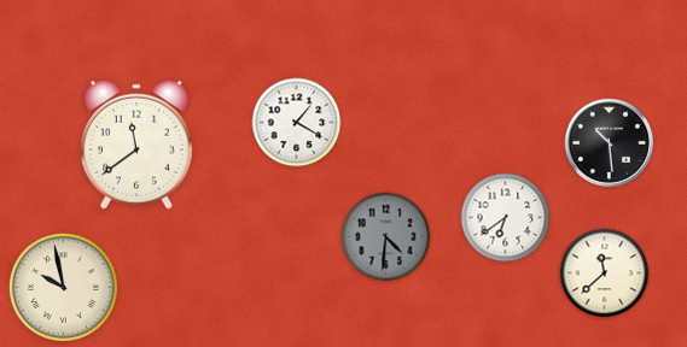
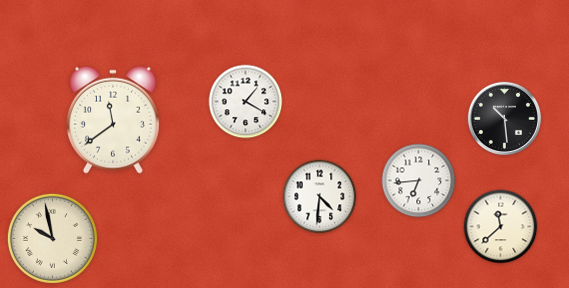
clock at (506, 218): 6:39 -> 6:44
clock at (386, 237) dial: grey -> white
